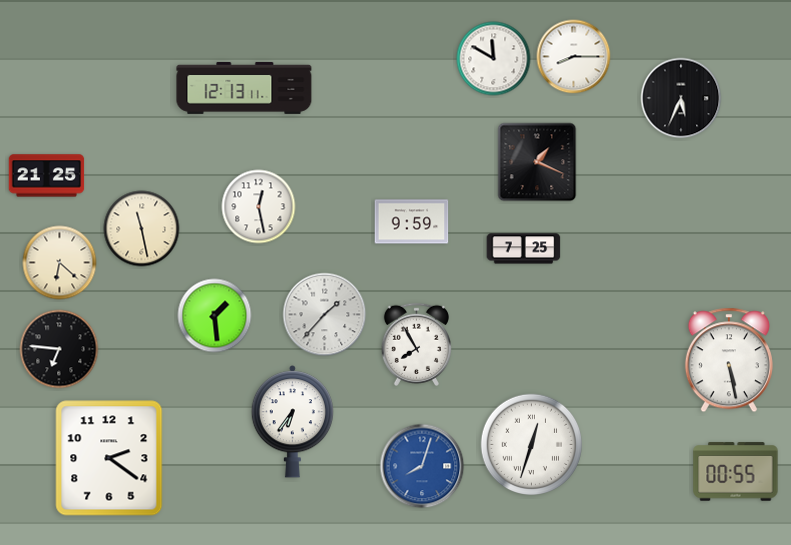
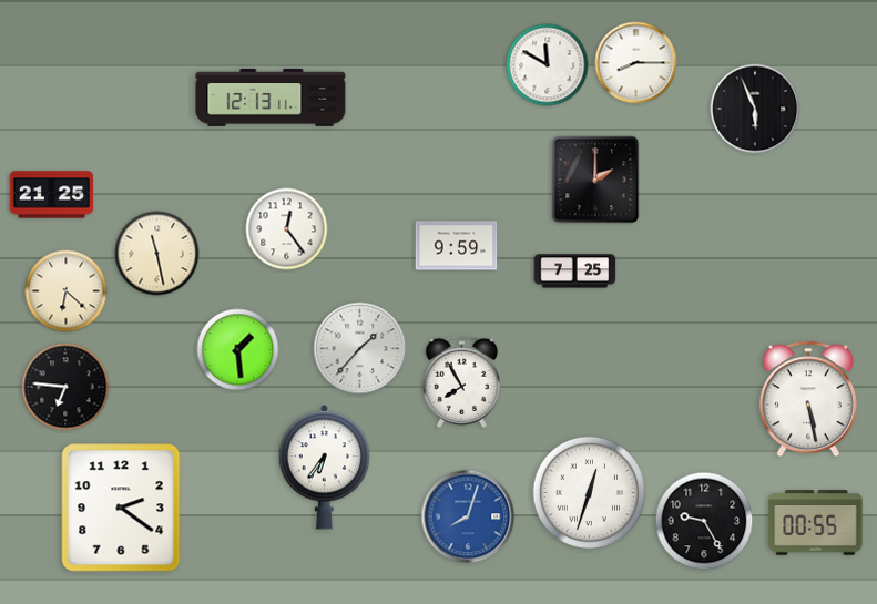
clock at (681, 98): 5:34 -> 5:56
clock at (537, 162): 1:19 -> 2:00
clock at (259, 207): 12:28 -> 12:24
clock at (524, 249) position: (524, 249) -> (575, 272)
clock at (704, 521): none -> 9:25
